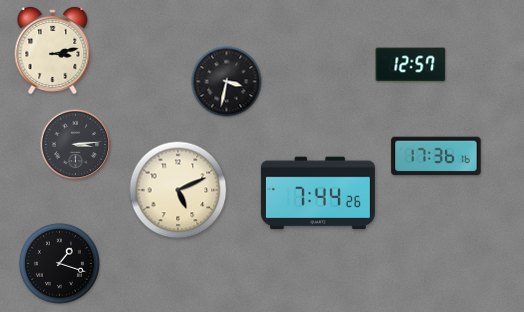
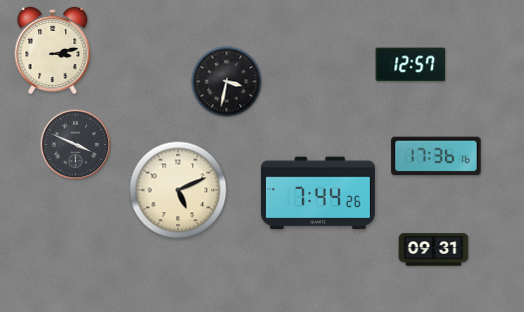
clock at (76, 145): 3:14 -> 3:49
clock at (434, 250): none -> 09:31
clock at (59, 263): 1:18 -> none
